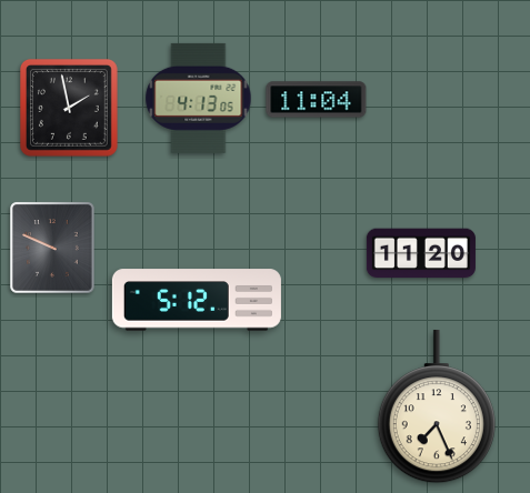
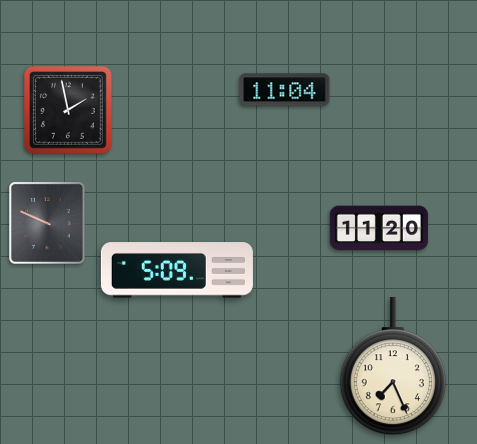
clock at (199, 98): 4:13 -> none
clock at (70, 109) position: (70, 109) -> (69, 111)
clock at (197, 300): 5:12 -> 5:09
